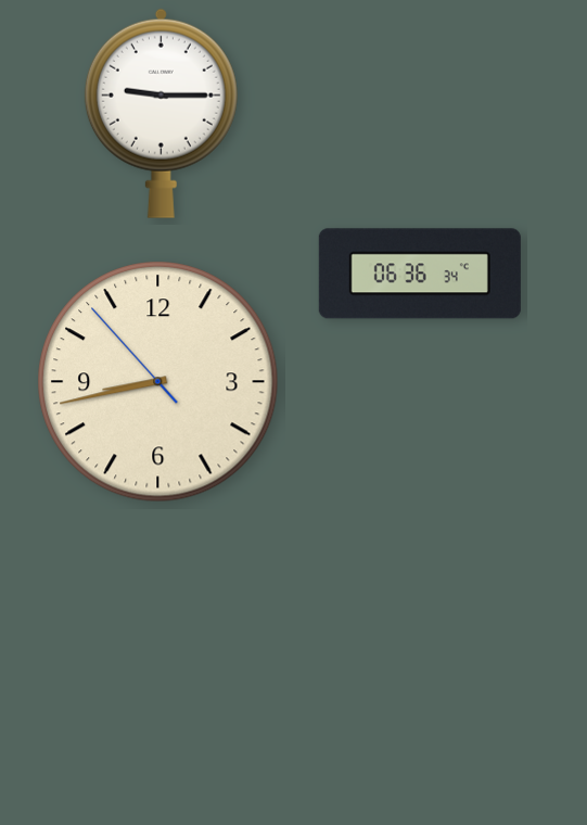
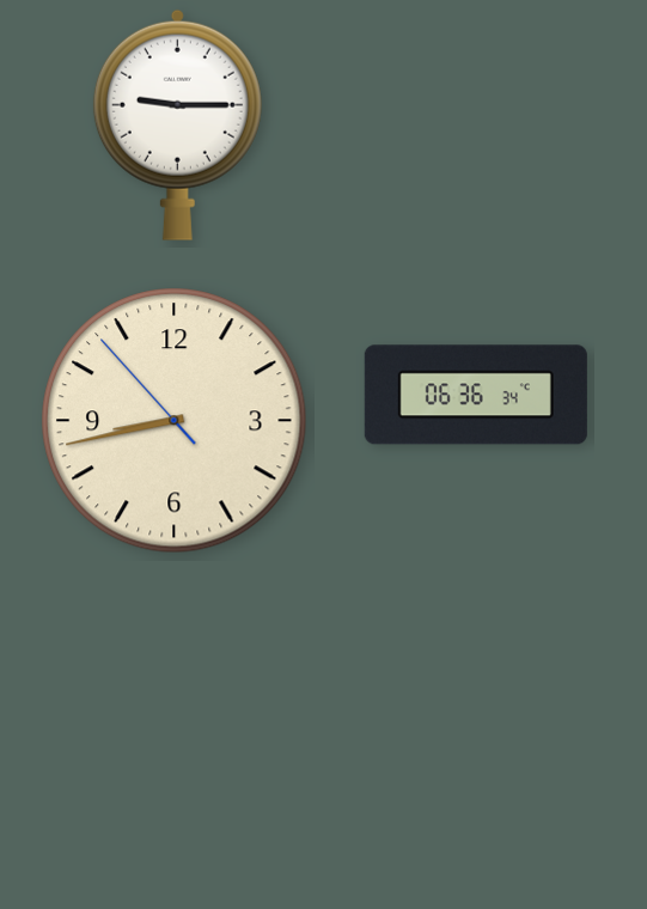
clock at (420, 274) position: (420, 274) -> (476, 395)
